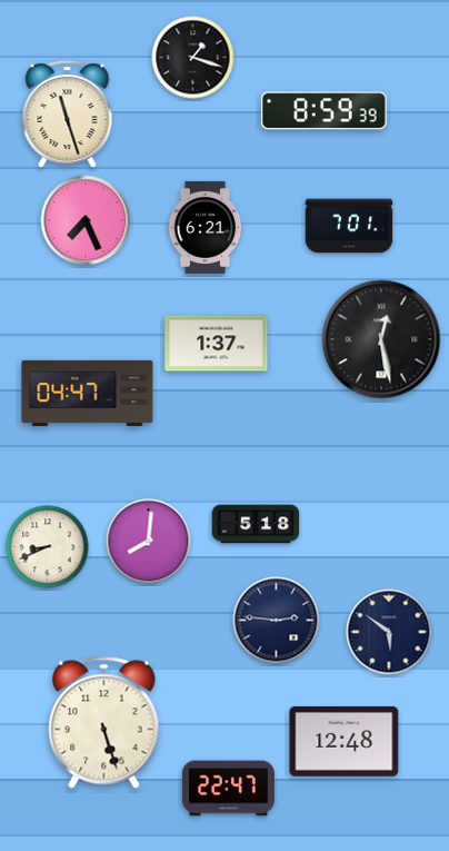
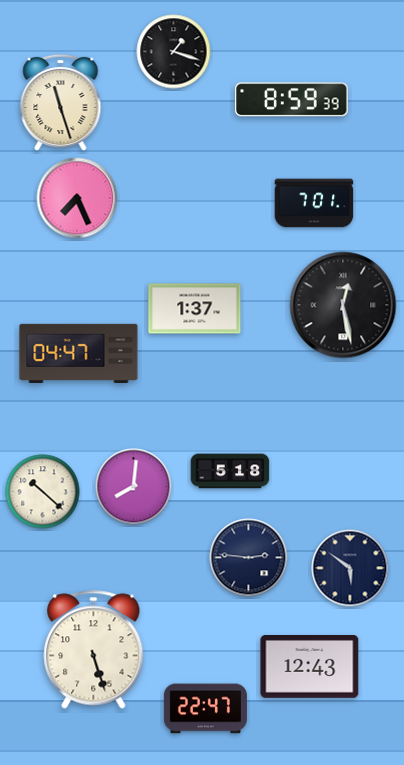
clock at (206, 227): 6:21 -> none
clock at (48, 547): 8:41 -> 10:22
clock at (345, 742): 12:48 -> 12:43
